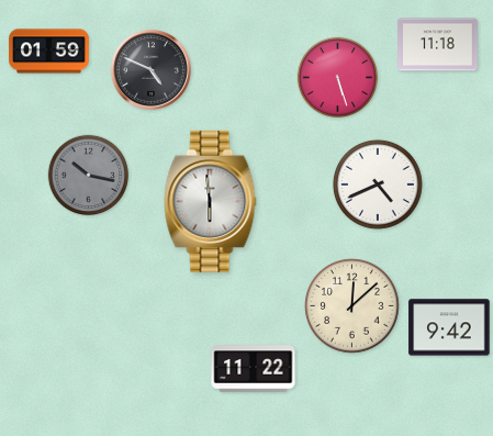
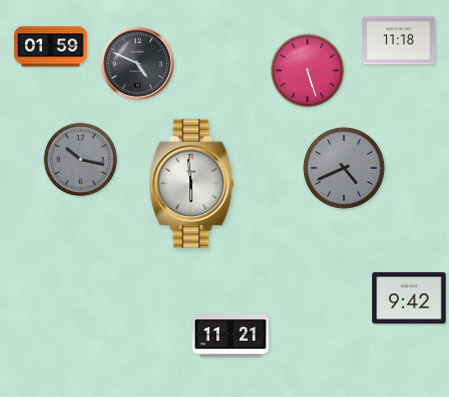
clock at (49, 52) position: (49, 52) -> (51, 47)
clock at (378, 185) dial: white -> grey
clock at (352, 306): 12:08 -> none
clock at (254, 369): 11:22 -> 11:21
